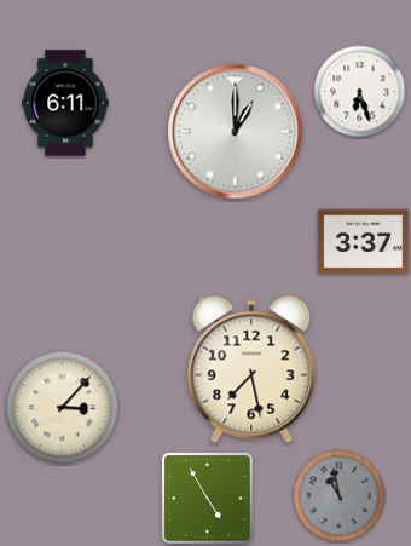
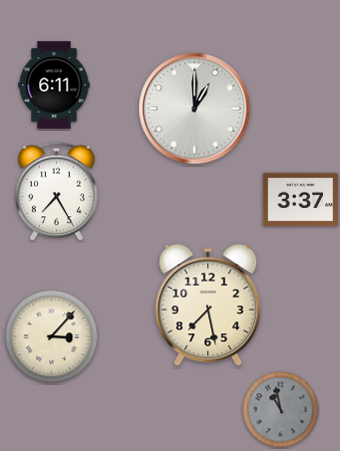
clock at (360, 92): 6:27 -> none
clock at (57, 192): none -> 7:25
clock at (207, 498): 4:55 -> none
